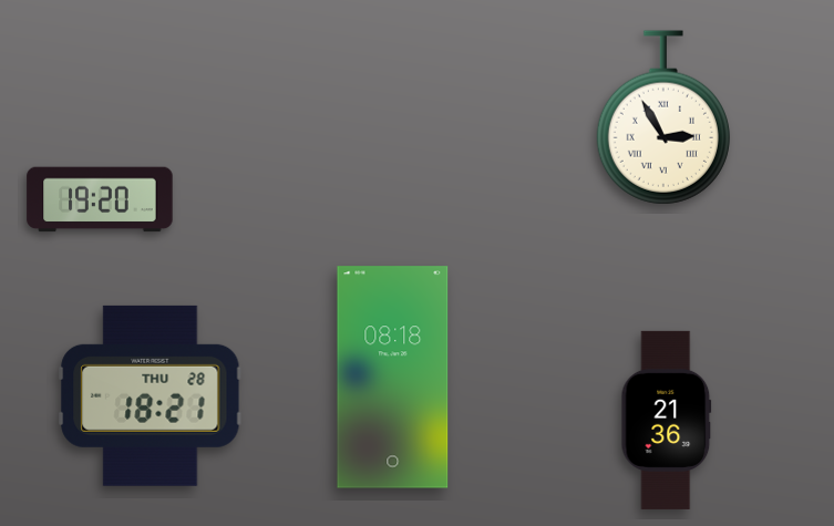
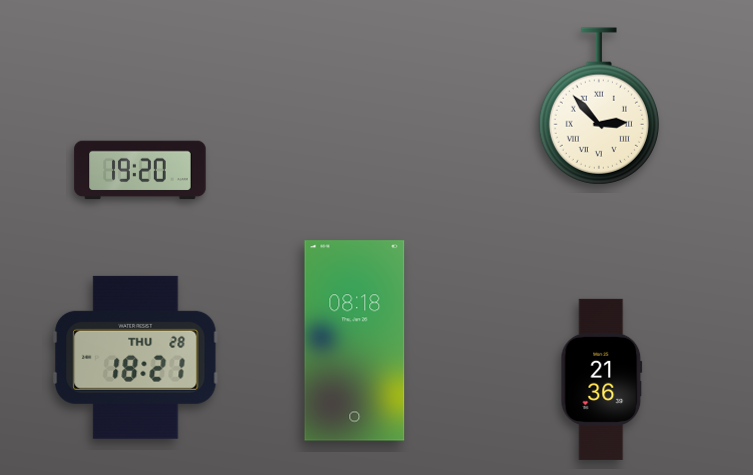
clock at (663, 117): 2:55 -> 2:53
clock at (100, 199) position: (100, 199) -> (140, 170)
